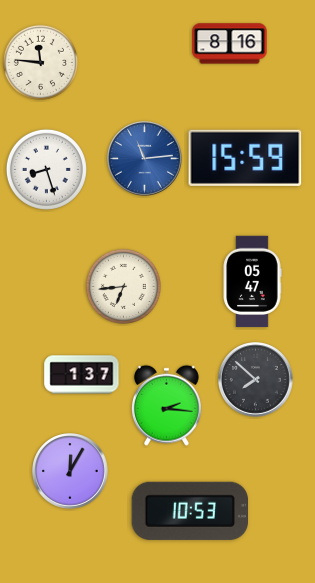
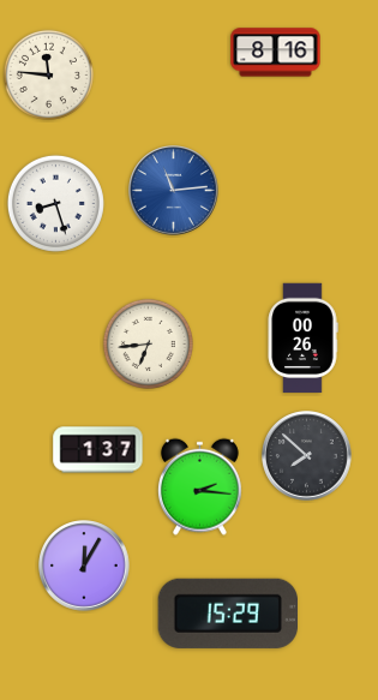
clock at (245, 158): 15:59 -> none
clock at (252, 282): 05:47 -> 00:26
clock at (189, 511): 10:53 -> 15:29
